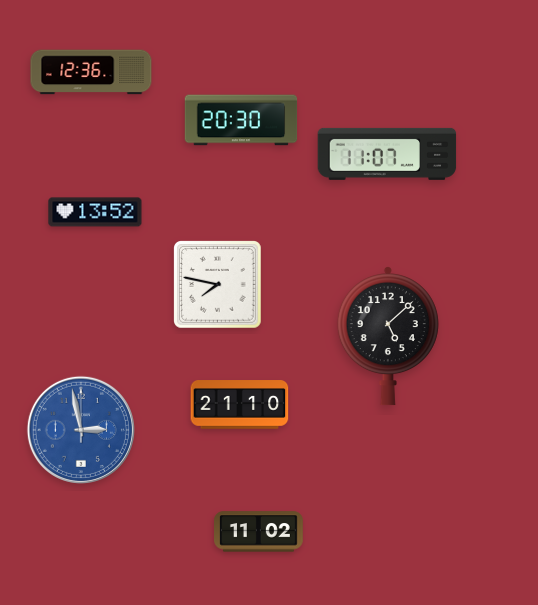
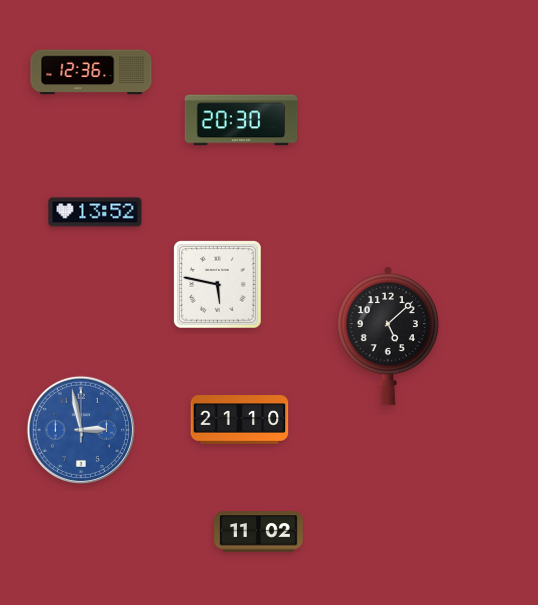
clock at (387, 154): 11:07 -> none
clock at (218, 285): 7:47 -> 5:47
clock at (240, 405) position: (240, 405) -> (240, 420)
